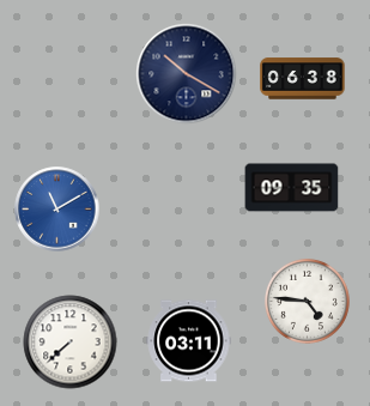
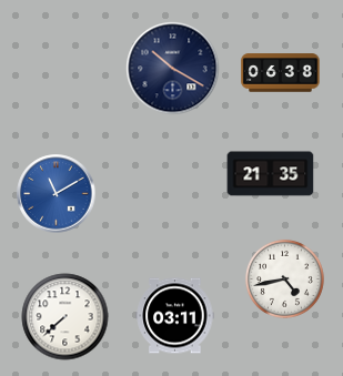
clock at (292, 188): 09:35 -> 21:35
clock at (57, 210) position: (57, 210) -> (57, 194)
clock at (307, 301): 4:46 -> 4:43
